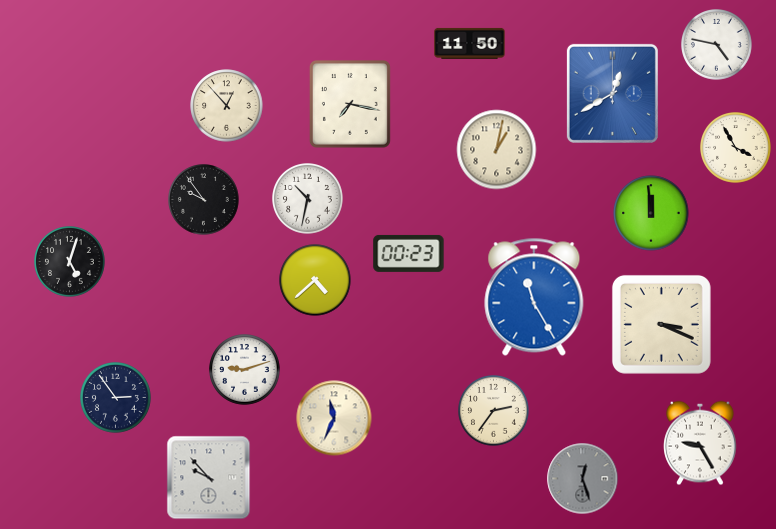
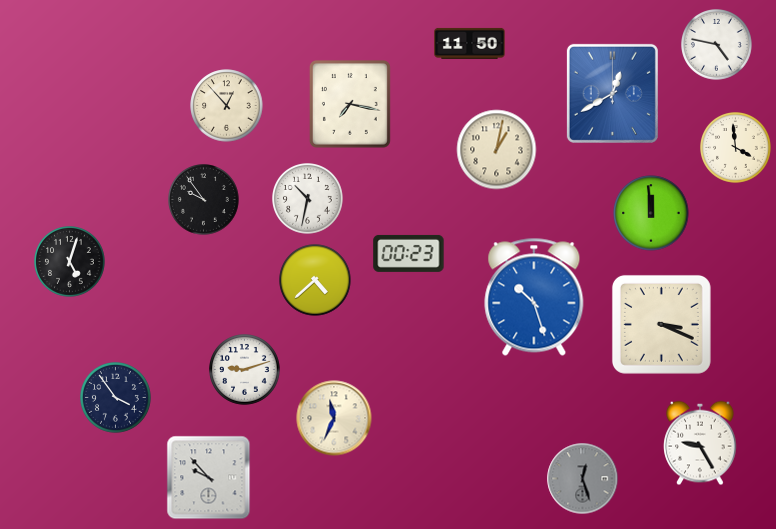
clock at (736, 148): 3:55 -> 3:59
clock at (534, 297): 11:25 -> 10:27
clock at (116, 398): 2:54 -> 3:54
clock at (494, 411): 2:36 -> none
